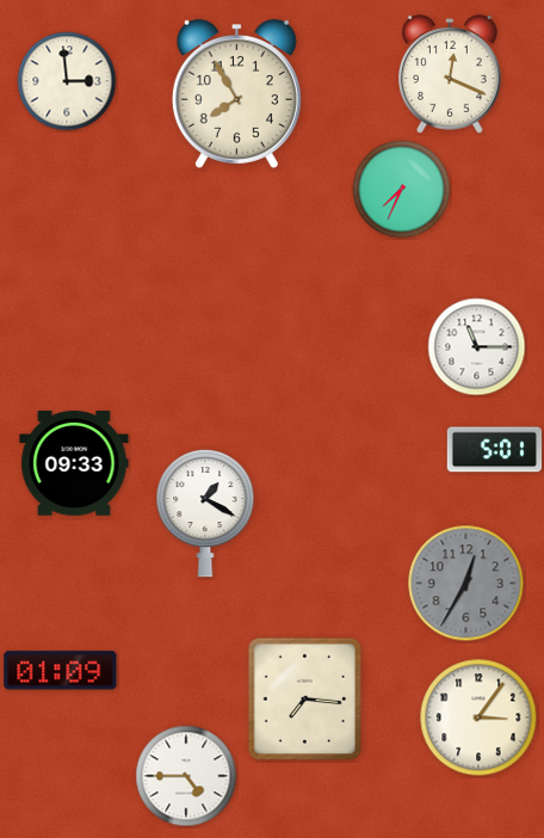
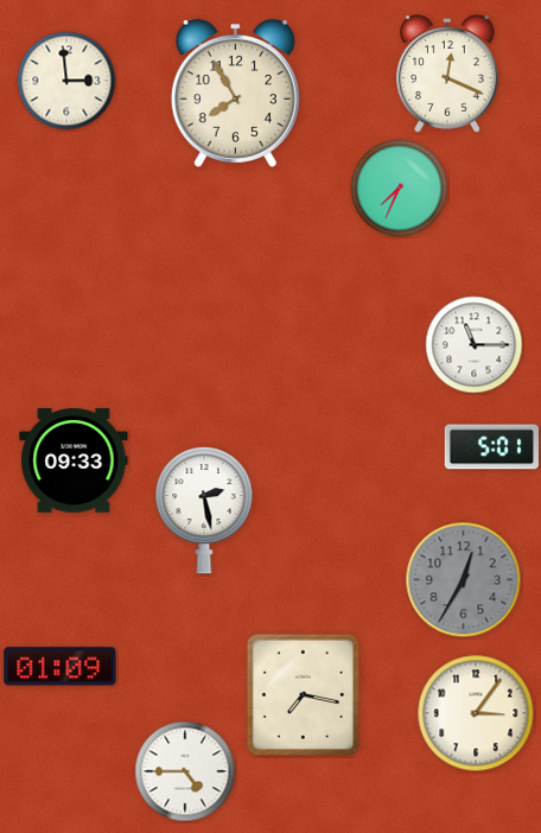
clock at (205, 514): 1:20 -> 2:28
clock at (304, 698): 7:16 -> 7:17
